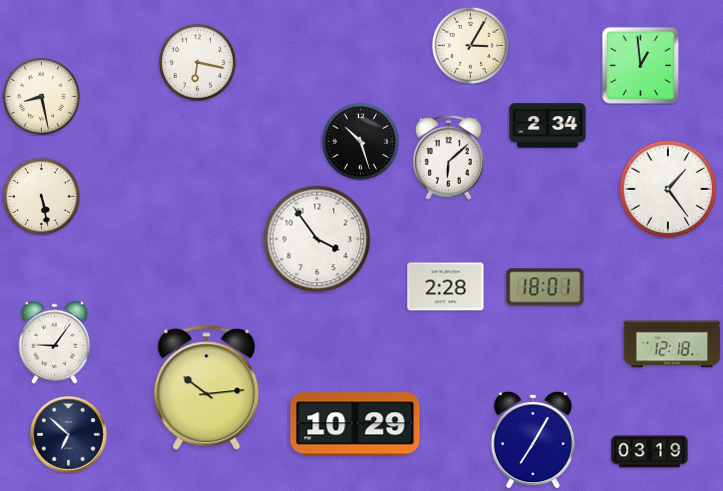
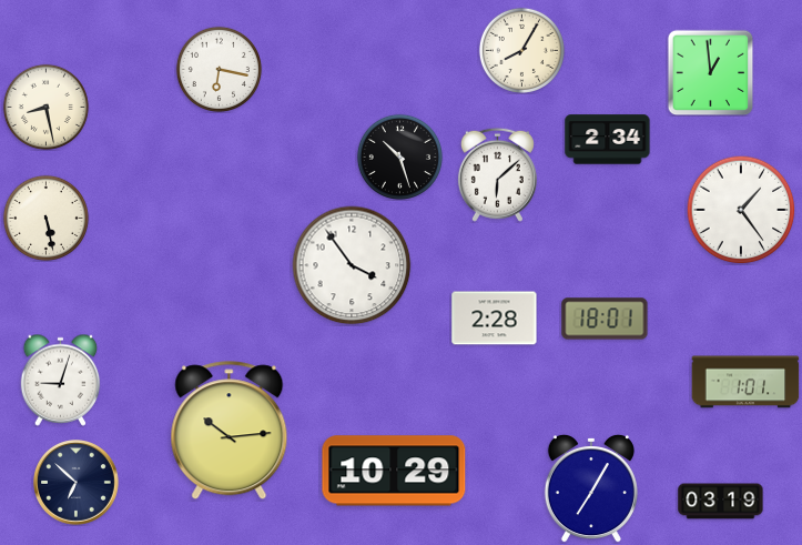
clock at (470, 45): 3:05 -> 8:05
clock at (55, 342): 9:06 -> 9:03
clock at (672, 344): 12:18 -> 1:01
